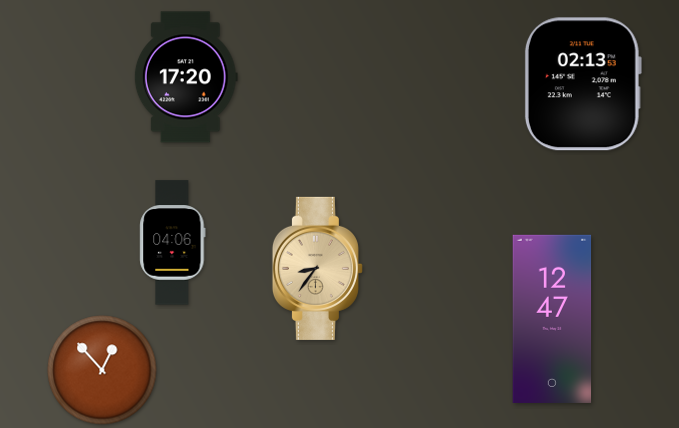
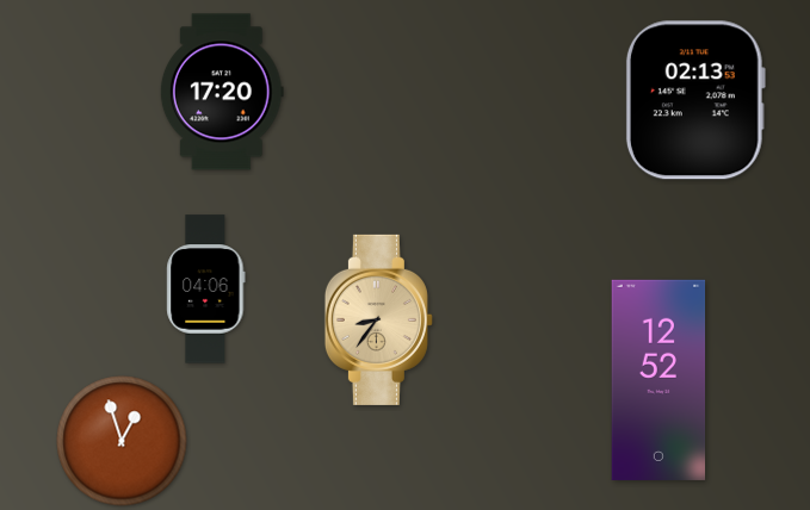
clock at (552, 319): 12:47 -> 12:52
clock at (102, 370): 12:53 -> 12:57
